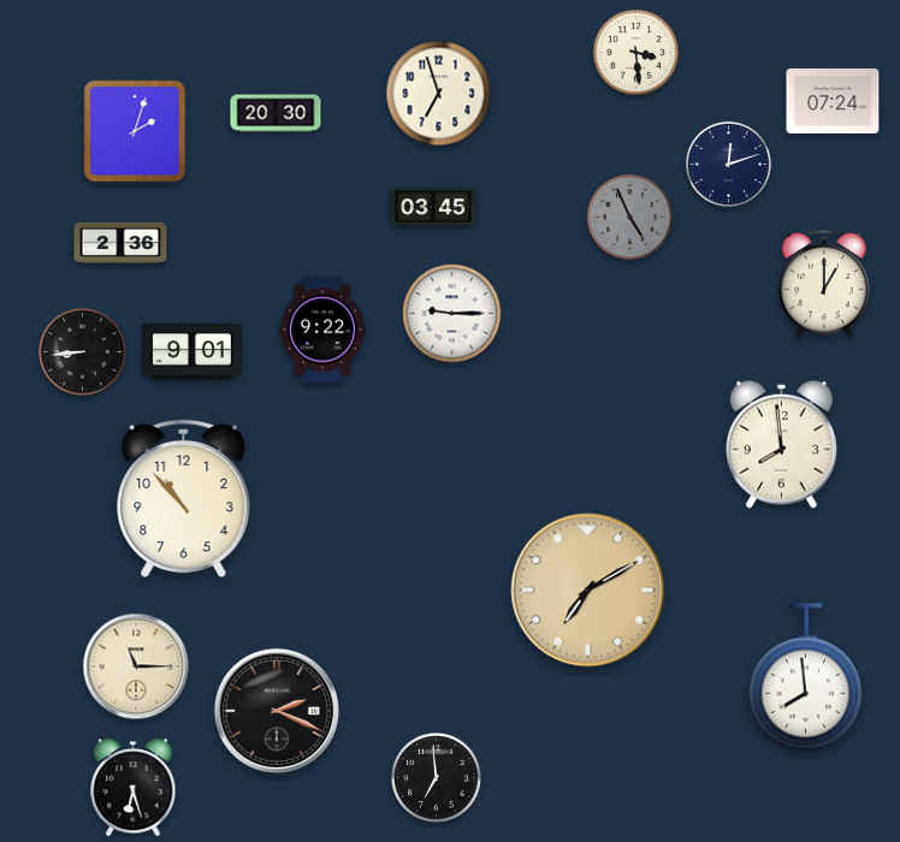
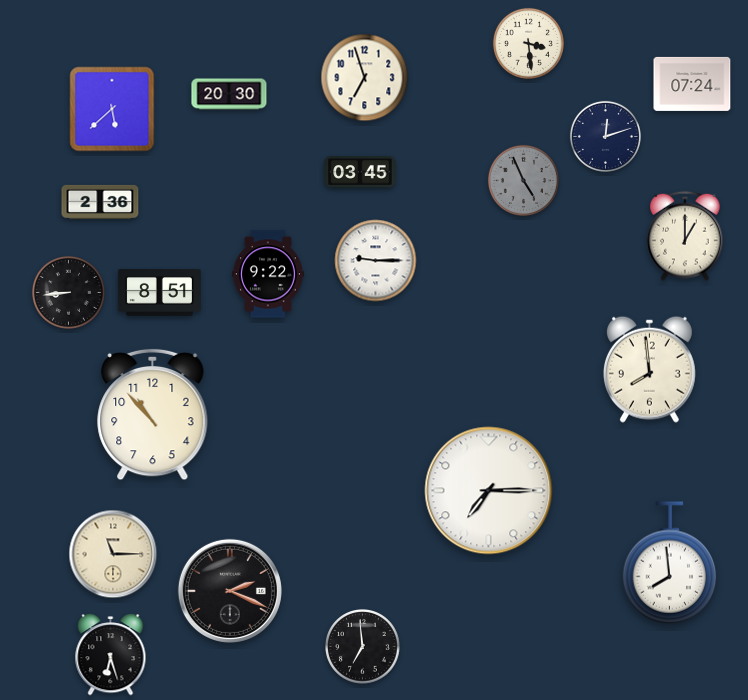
clock at (135, 131): 2:03 -> 5:38
clock at (191, 352): 9:01 -> 8:51
clock at (588, 591): 7:10 -> 7:15
clock at (588, 591) dial: champagne -> white
